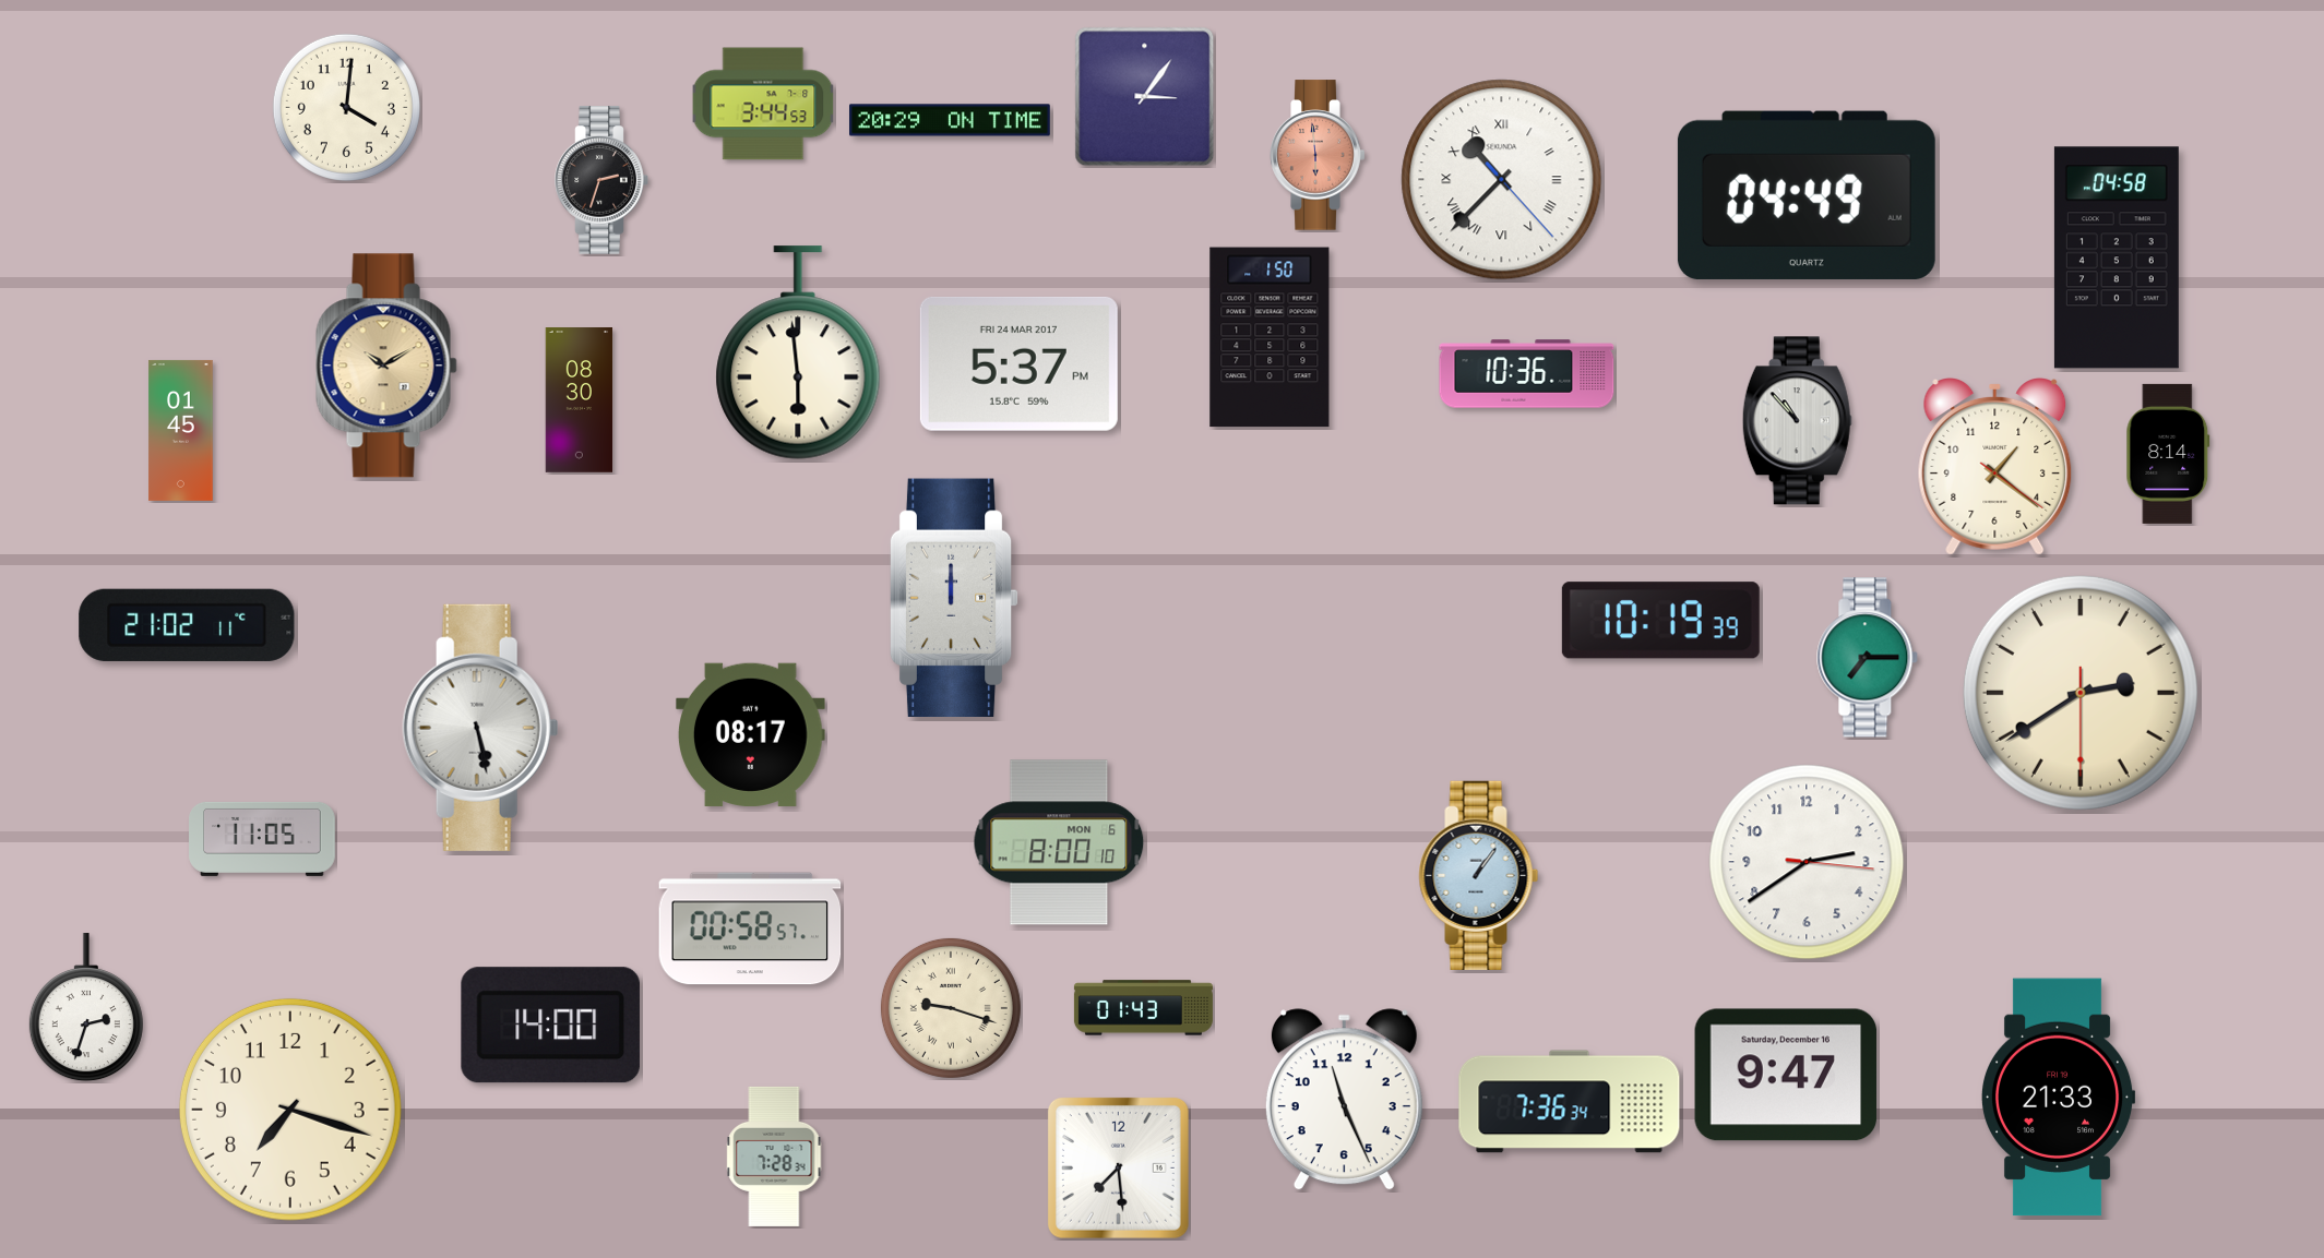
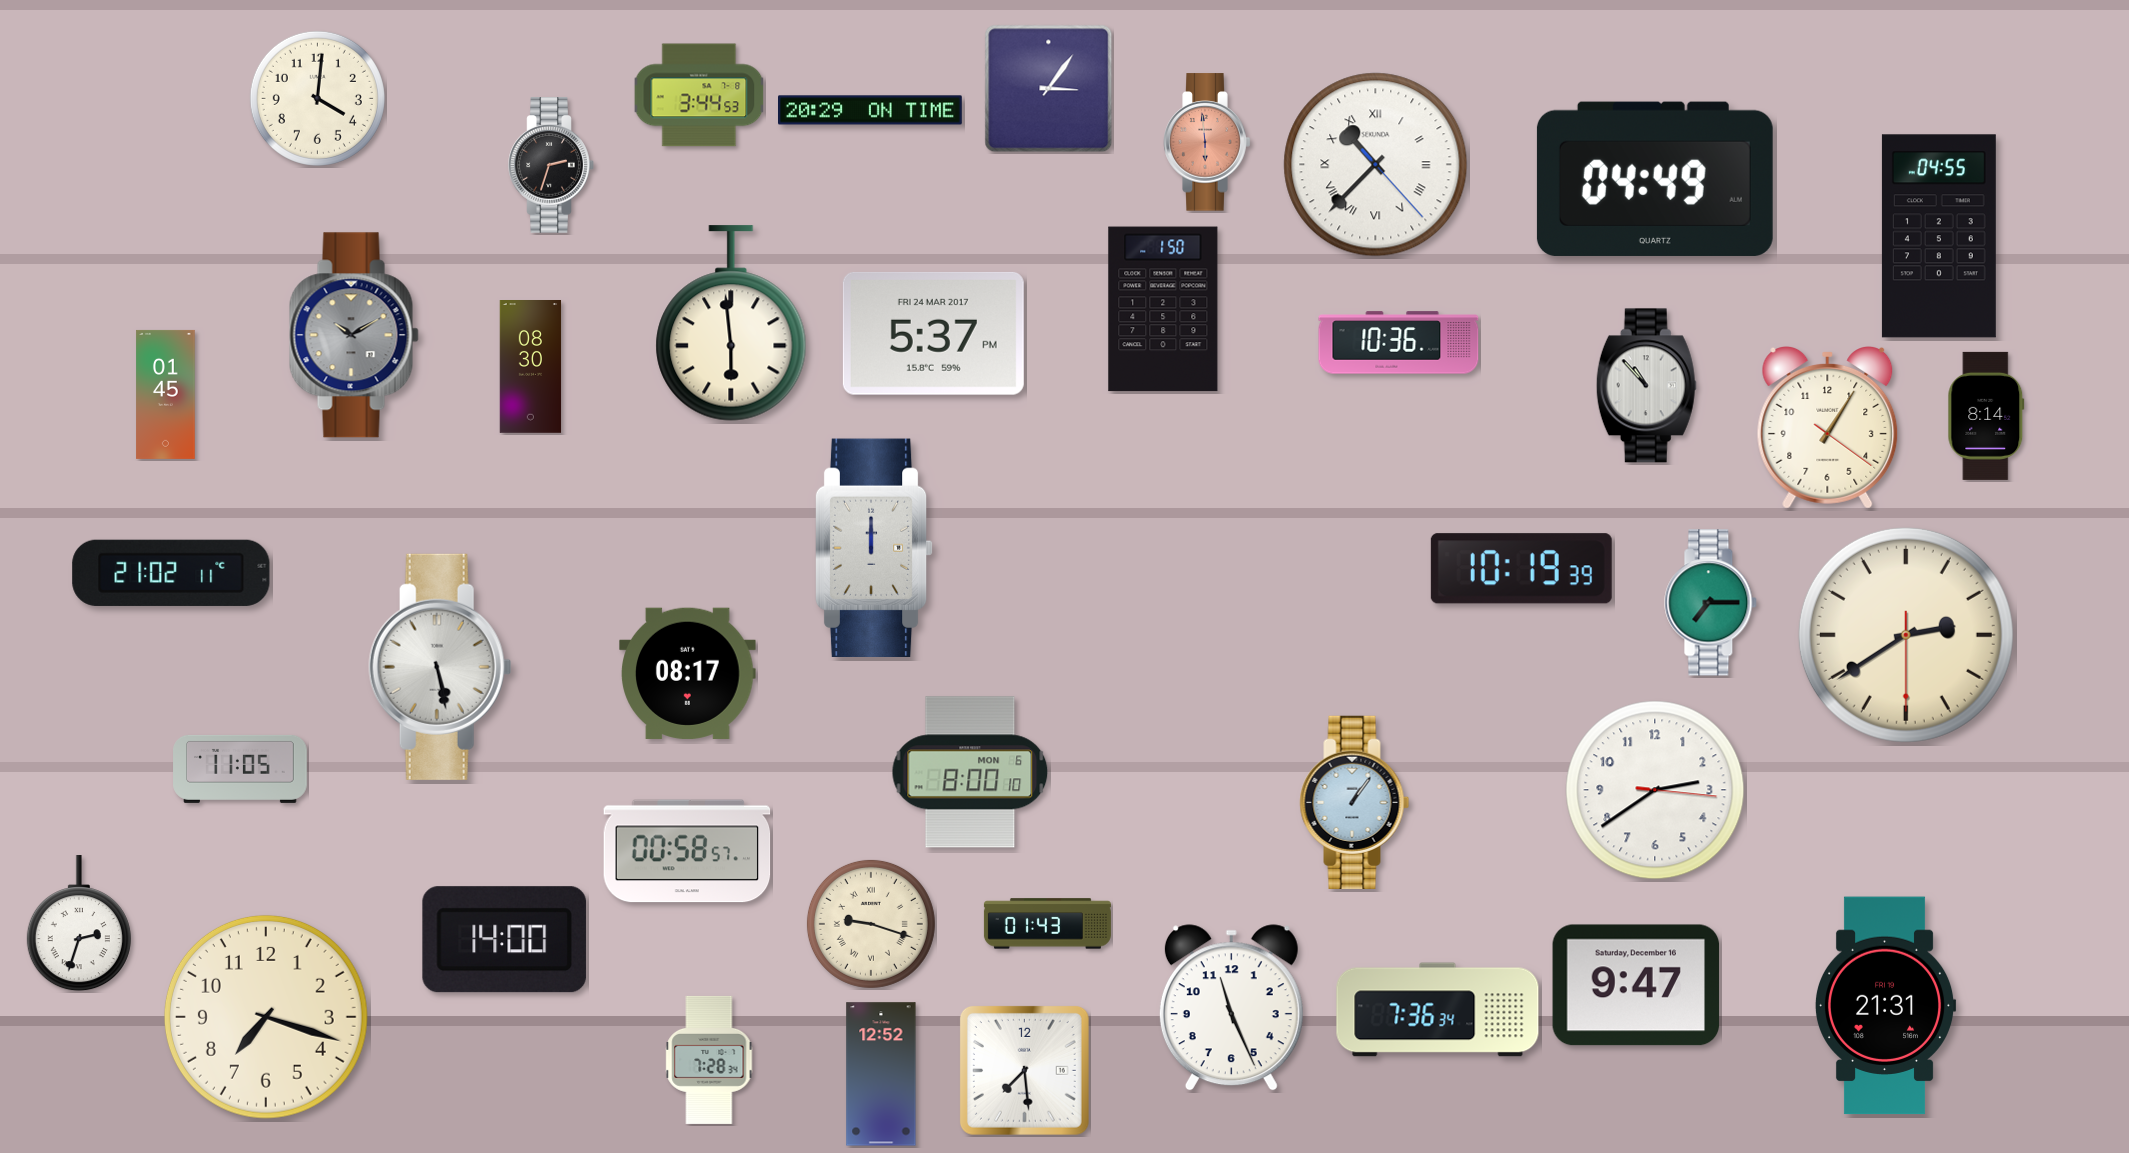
clock at (2117, 257): 04:58 -> 04:55
clock at (386, 366) dial: champagne -> grey
clock at (1995, 467): 1:21 -> 1:05
clock at (2058, 1098): 21:33 -> 21:31
clock at (881, 1074): none -> 12:52
